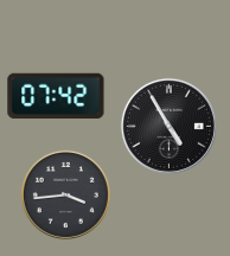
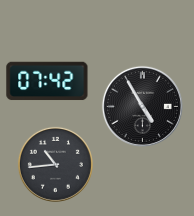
clock at (65, 194): 3:44 -> 10:44
